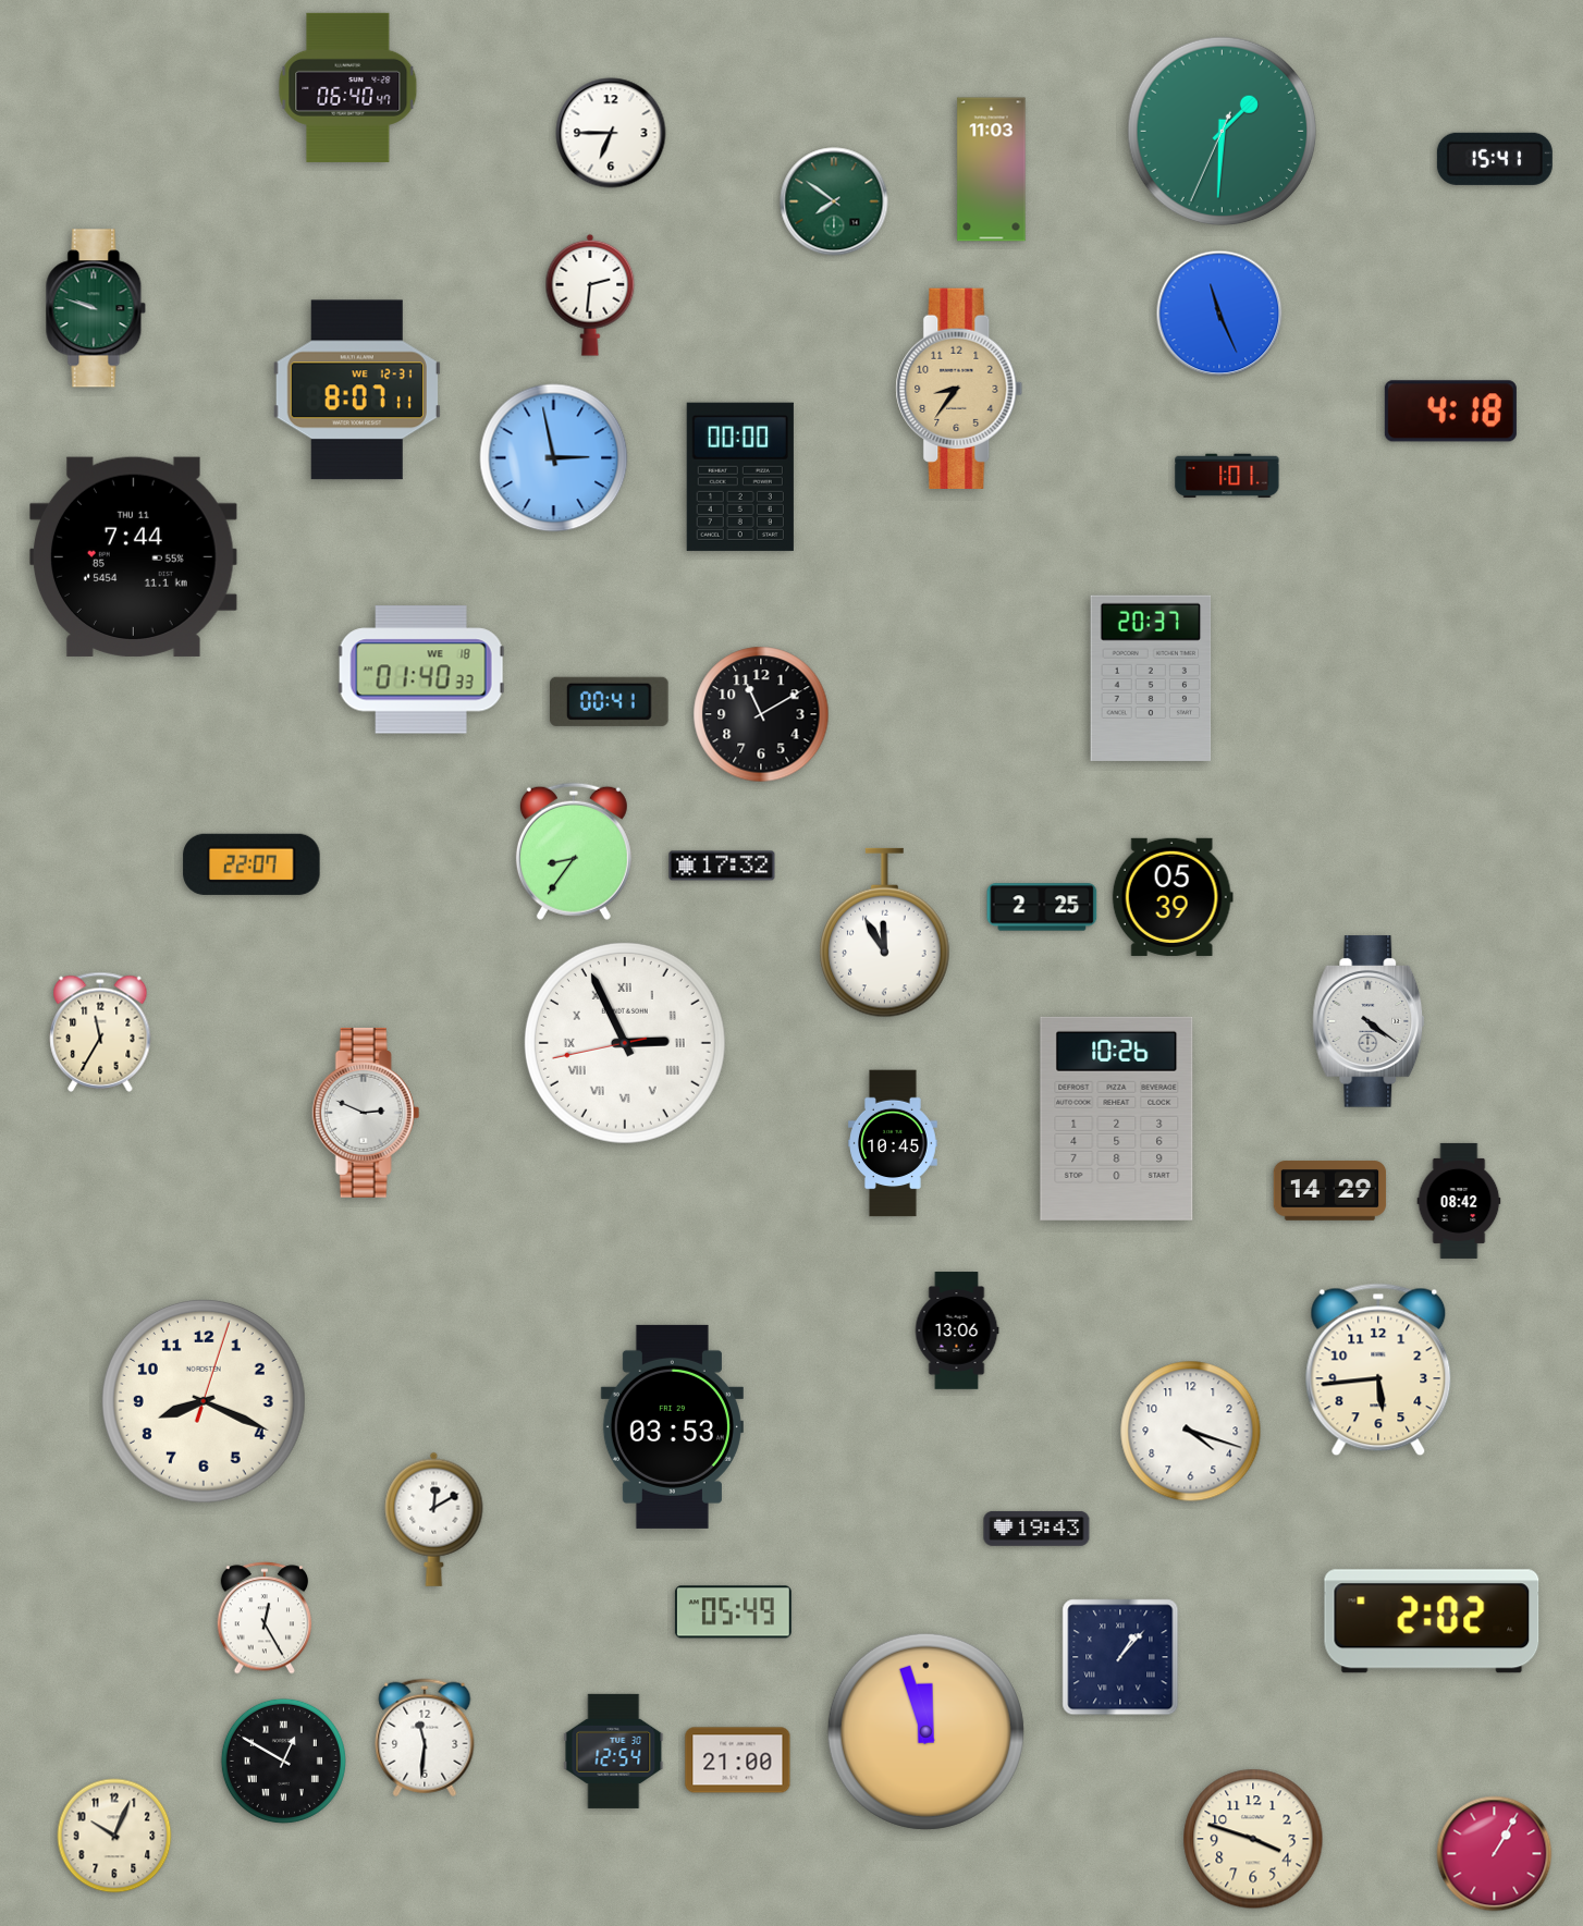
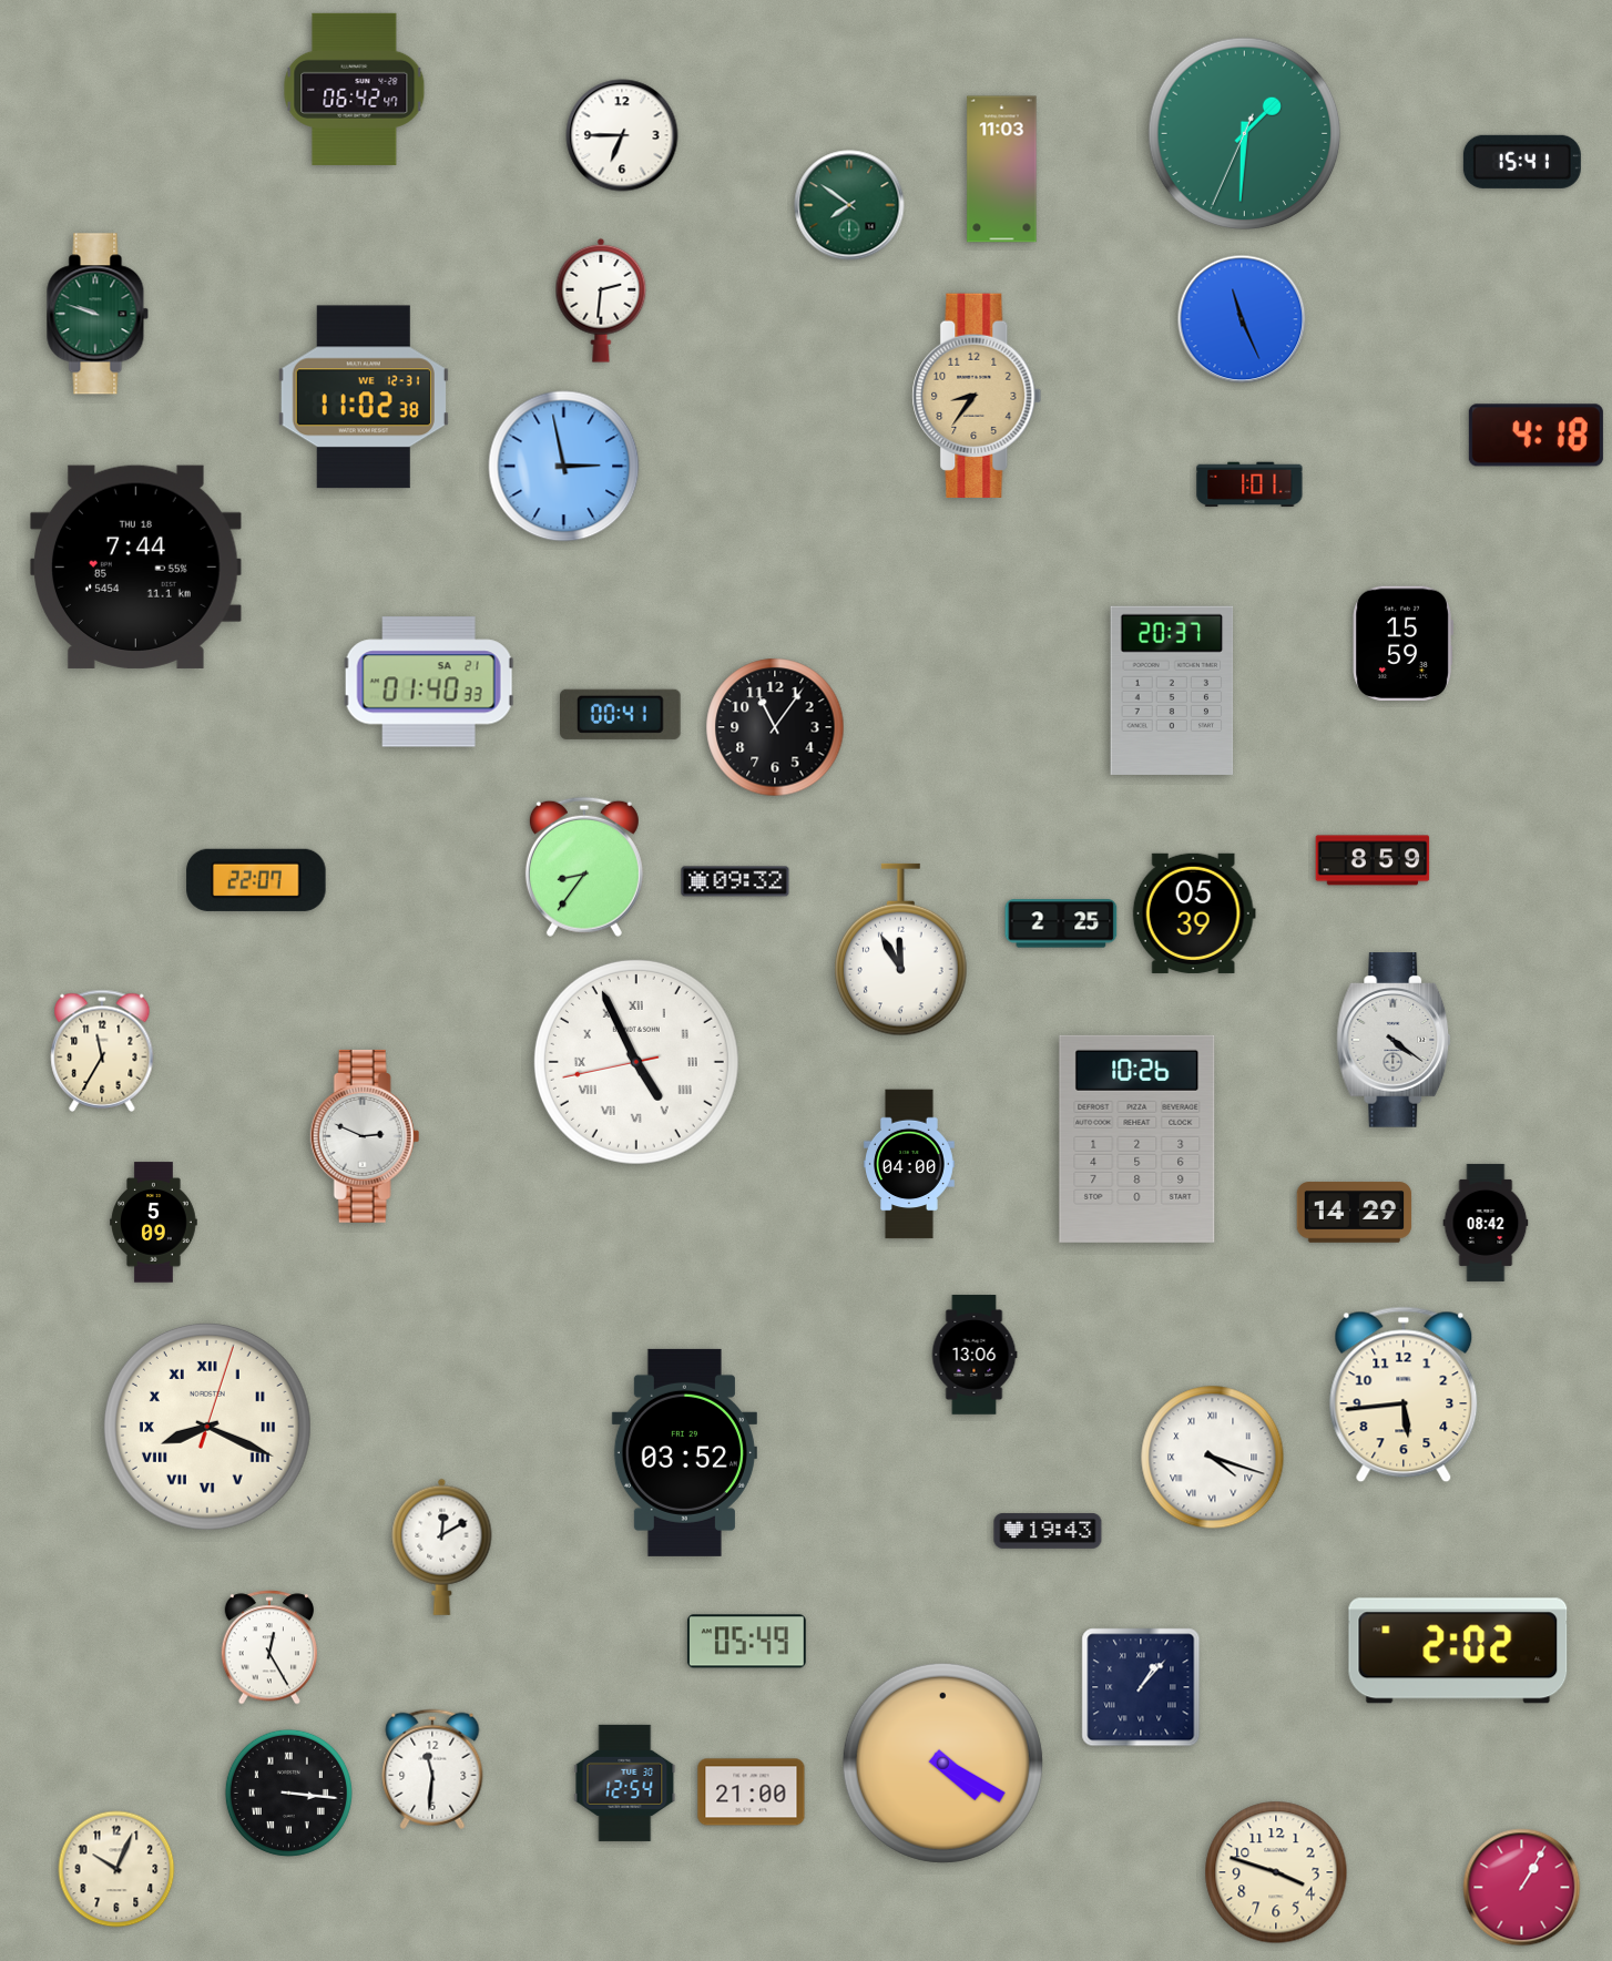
clock at (348, 87): 06:40 -> 06:42
clock at (992, 170) position: (992, 170) -> (1002, 170)
clock at (357, 390): 8:07 -> 11:02
clock at (1450, 412) position: (1450, 412) -> (1536, 436)
clock at (740, 477): 00:00 -> none
clock at (134, 556) date: THU 11 -> THU 18
clock at (1402, 643): none -> 15:59
clock at (421, 670) date: WE 18 -> SA 21
clock at (761, 714): 11:10 -> 11:06
clock at (1373, 860): none -> 8:59
clock at (722, 866): 17:32 -> 09:32
clock at (625, 1043): 2:55 -> 4:55
clock at (366, 1113) position: (366, 1113) -> (365, 1136)
clock at (894, 1143): 10:45 -> 04:00
clock at (154, 1223): none -> 5:09
clock at (204, 1401) numerals: Arabic -> Roman
clock at (672, 1426): 03:53 -> 03:52
clock at (1191, 1432) numerals: Arabic -> Roman
clock at (1036, 1529) position: (1036, 1529) -> (1048, 1531)
clock at (925, 1731): 11:57 -> 4:20
clock at (283, 1761): 12:50 -> 3:16
